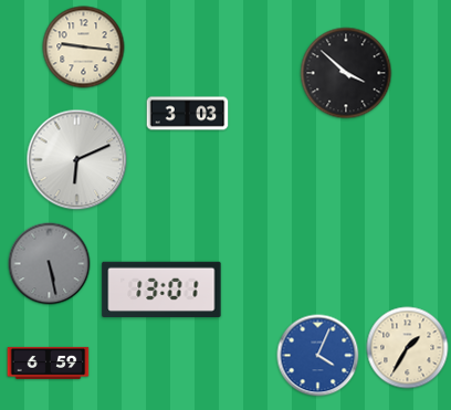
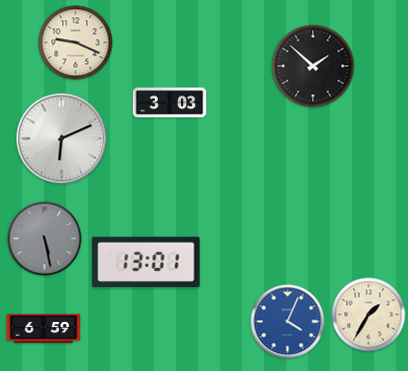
clock at (84, 48): 9:16 -> 9:19
clock at (346, 73): 3:52 -> 1:52
clock at (77, 160) position: (77, 160) -> (62, 139)
